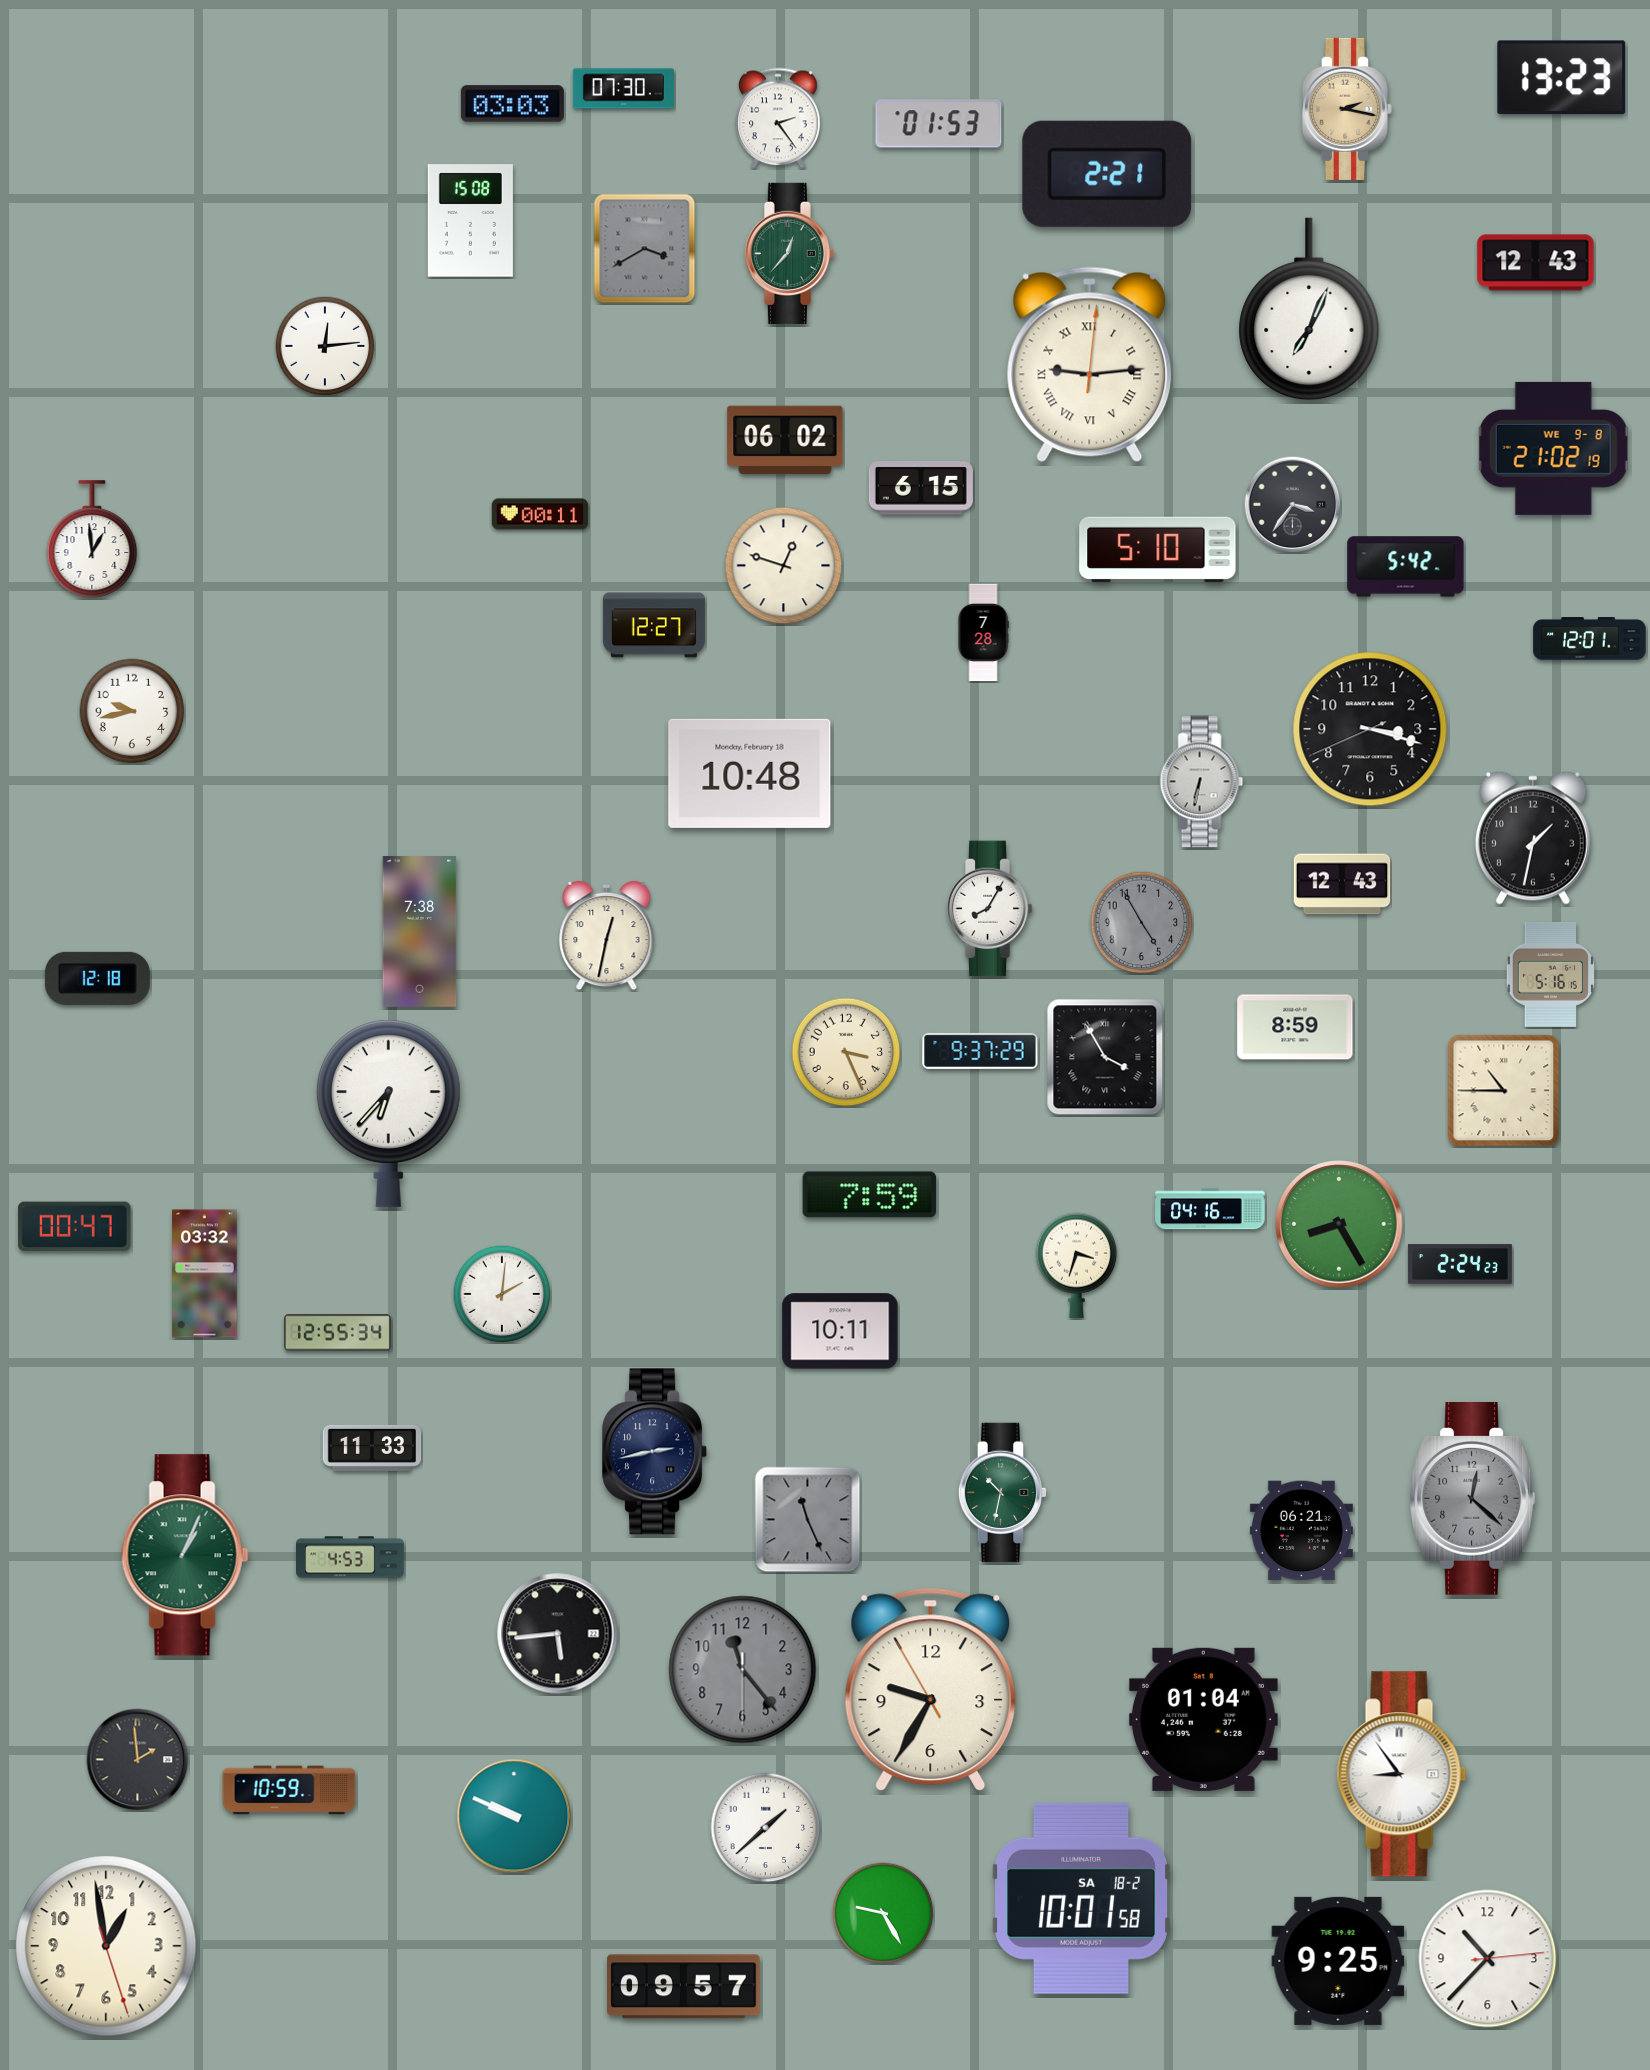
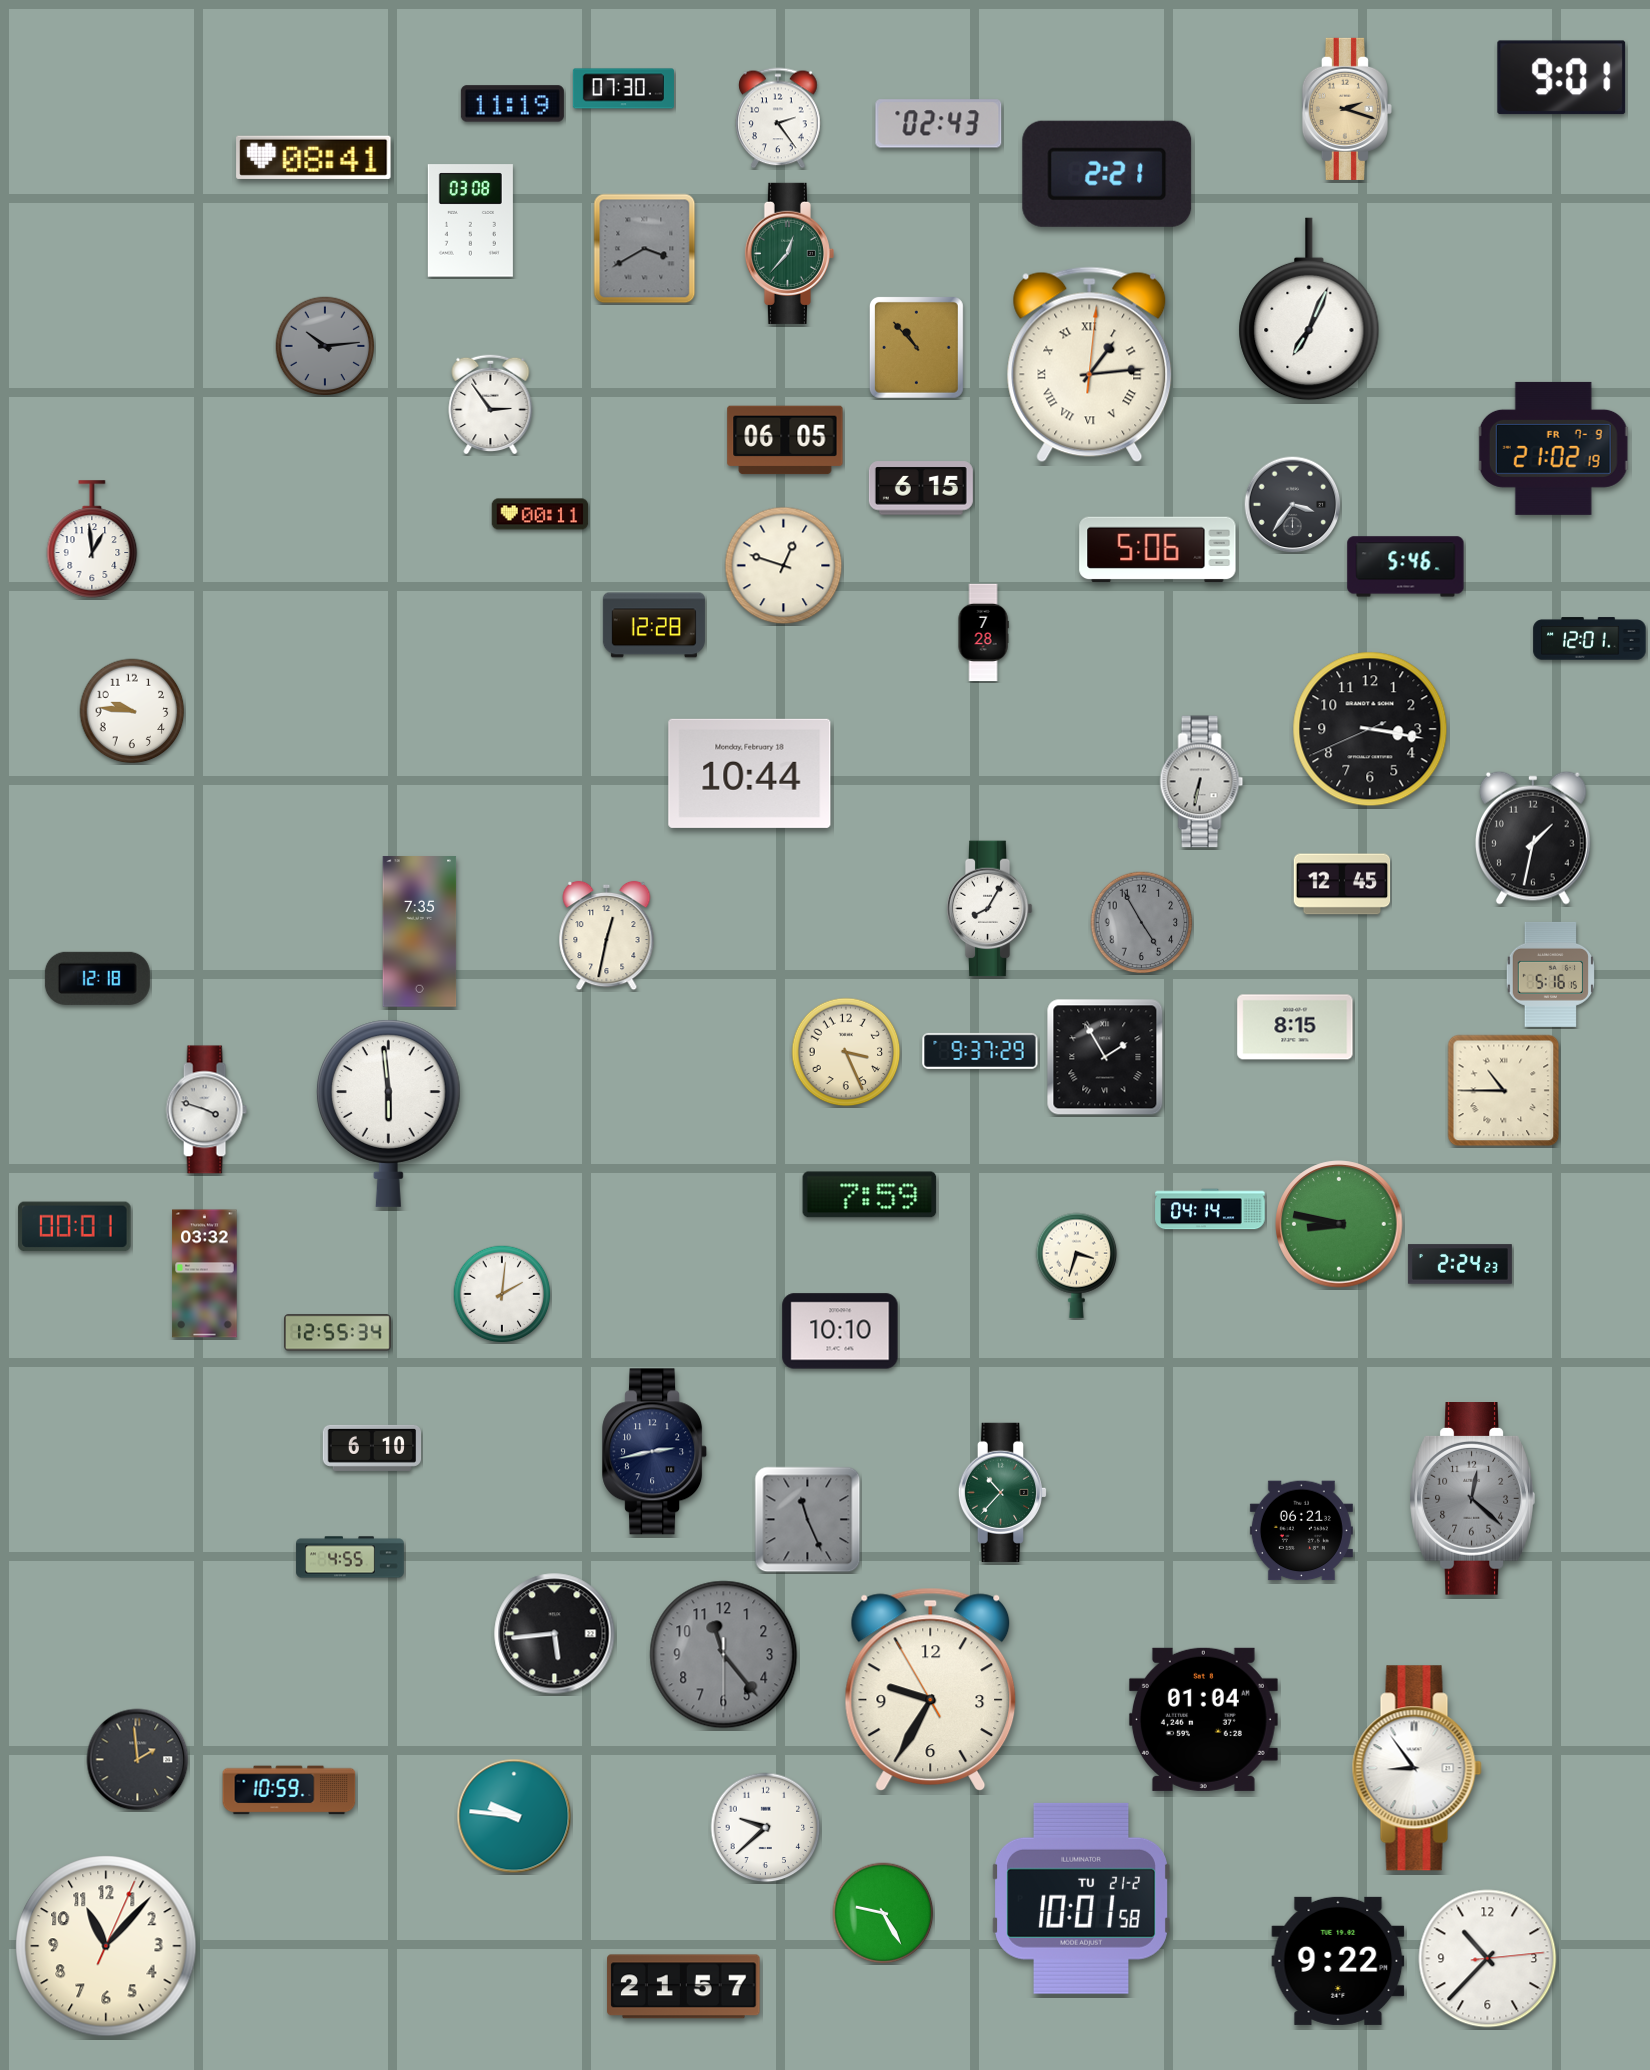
clock at (1562, 78): 13:23 -> 9:01
clock at (512, 104): 03:03 -> 11:19
clock at (1347, 109): 2:17 -> 2:18
clock at (939, 124): 01:53 -> 02:43
clock at (314, 157): none -> 08:41
clock at (470, 221): 15:08 -> 03:08
clock at (1536, 263): 12:43 -> none
clock at (325, 346): 12:14 -> 10:14
clock at (325, 346) dial: white -> grey
clock at (916, 347): none -> 10:53
clock at (1090, 365): 9:14 -> 1:14
clock at (491, 404): none -> 2:54
clock at (785, 440): 06:02 -> 06:05
clock at (1554, 448) date: WE 9-8 -> FR 7-9
clock at (1158, 550): 5:10 -> 5:06
clock at (1406, 567): 5:42 -> 5:46
clock at (654, 625): 12:27 -> 12:28
clock at (132, 711): 9:43 -> 9:46
clock at (1370, 729): 3:17 -> 3:16
clock at (750, 773): 10:48 -> 10:44
clock at (1342, 884): 12:43 -> 12:45
clock at (420, 932): 7:38 -> 7:35
clock at (1295, 1027): 8:59 -> 8:15
clock at (1105, 1057): 3:55 -> 1:55
clock at (206, 1110): none -> 3:48
clock at (388, 1113): 6:37 -> 5:59
clock at (1210, 1209): 04:16 -> 04:14
clock at (1339, 1224): 8:25 -> 8:47
clock at (75, 1227): 00:47 -> 00:01
clock at (840, 1331): 10:11 -> 10:10
clock at (372, 1448): 11:33 -> 6:10
clock at (1003, 1492): 10:32 -> 10:37
clock at (185, 1555): 1:04 -> none
clock at (350, 1557): 4:53 -> 4:55
clock at (558, 1634) position: (558, 1634) -> (555, 1634)
clock at (743, 1670) position: (743, 1670) -> (724, 1655)
clock at (1402, 1774) position: (1402, 1774) -> (1417, 1768)
clock at (514, 1816): 9:49 -> 9:46
clock at (766, 1828): 1:38 -> 9:38
clock at (1081, 1898) date: SA 18-2 -> TU 21-2
clock at (106, 1946): 12:58 -> 11:07
clock at (1338, 1961): 9:25 -> 9:22
clock at (684, 1987): 09:57 -> 21:57
